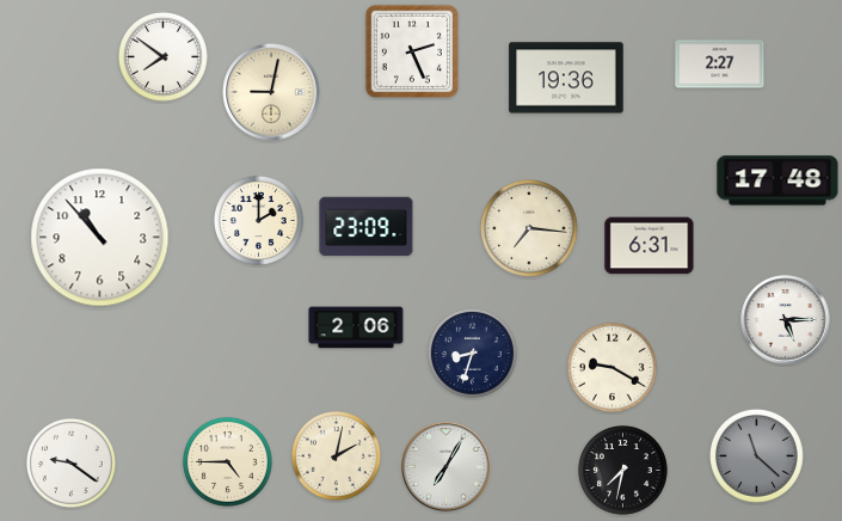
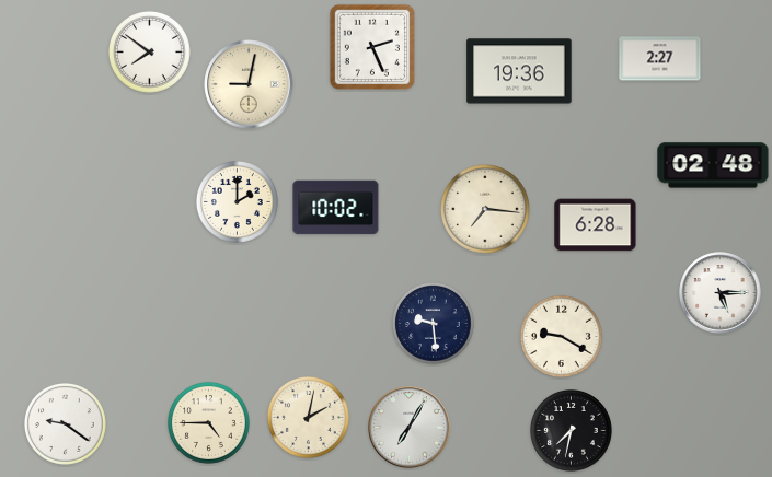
clock at (412, 51) position: (412, 51) -> (372, 47)
clock at (778, 180): 17:48 -> 02:48
clock at (367, 227): 23:09 -> 10:02
clock at (100, 238): 10:53 -> none
clock at (650, 246): 6:31 -> 6:28
clock at (356, 327): 2:06 -> none
clock at (472, 353): 8:33 -> 9:29
clock at (757, 456): 11:22 -> none
